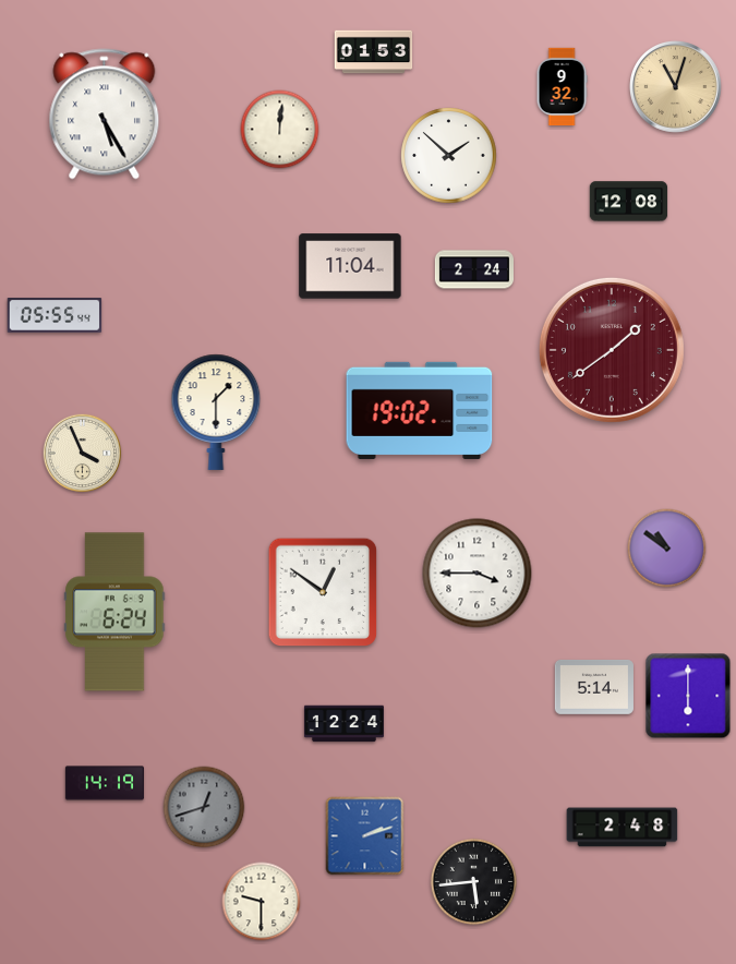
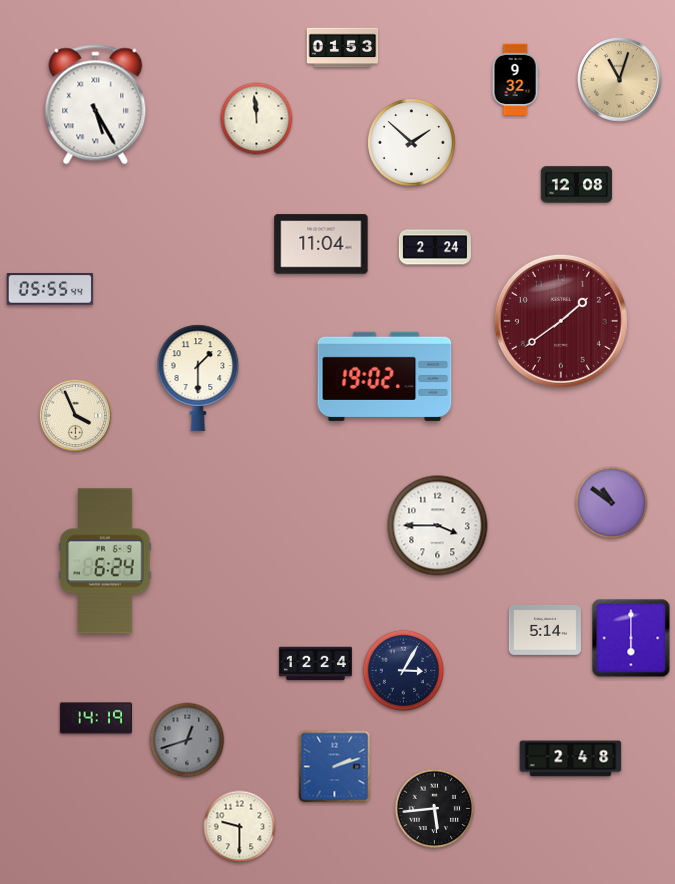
clock at (280, 130): 12:01 -> 11:59
clock at (323, 592): 12:51 -> none
clock at (403, 670): none -> 3:05
